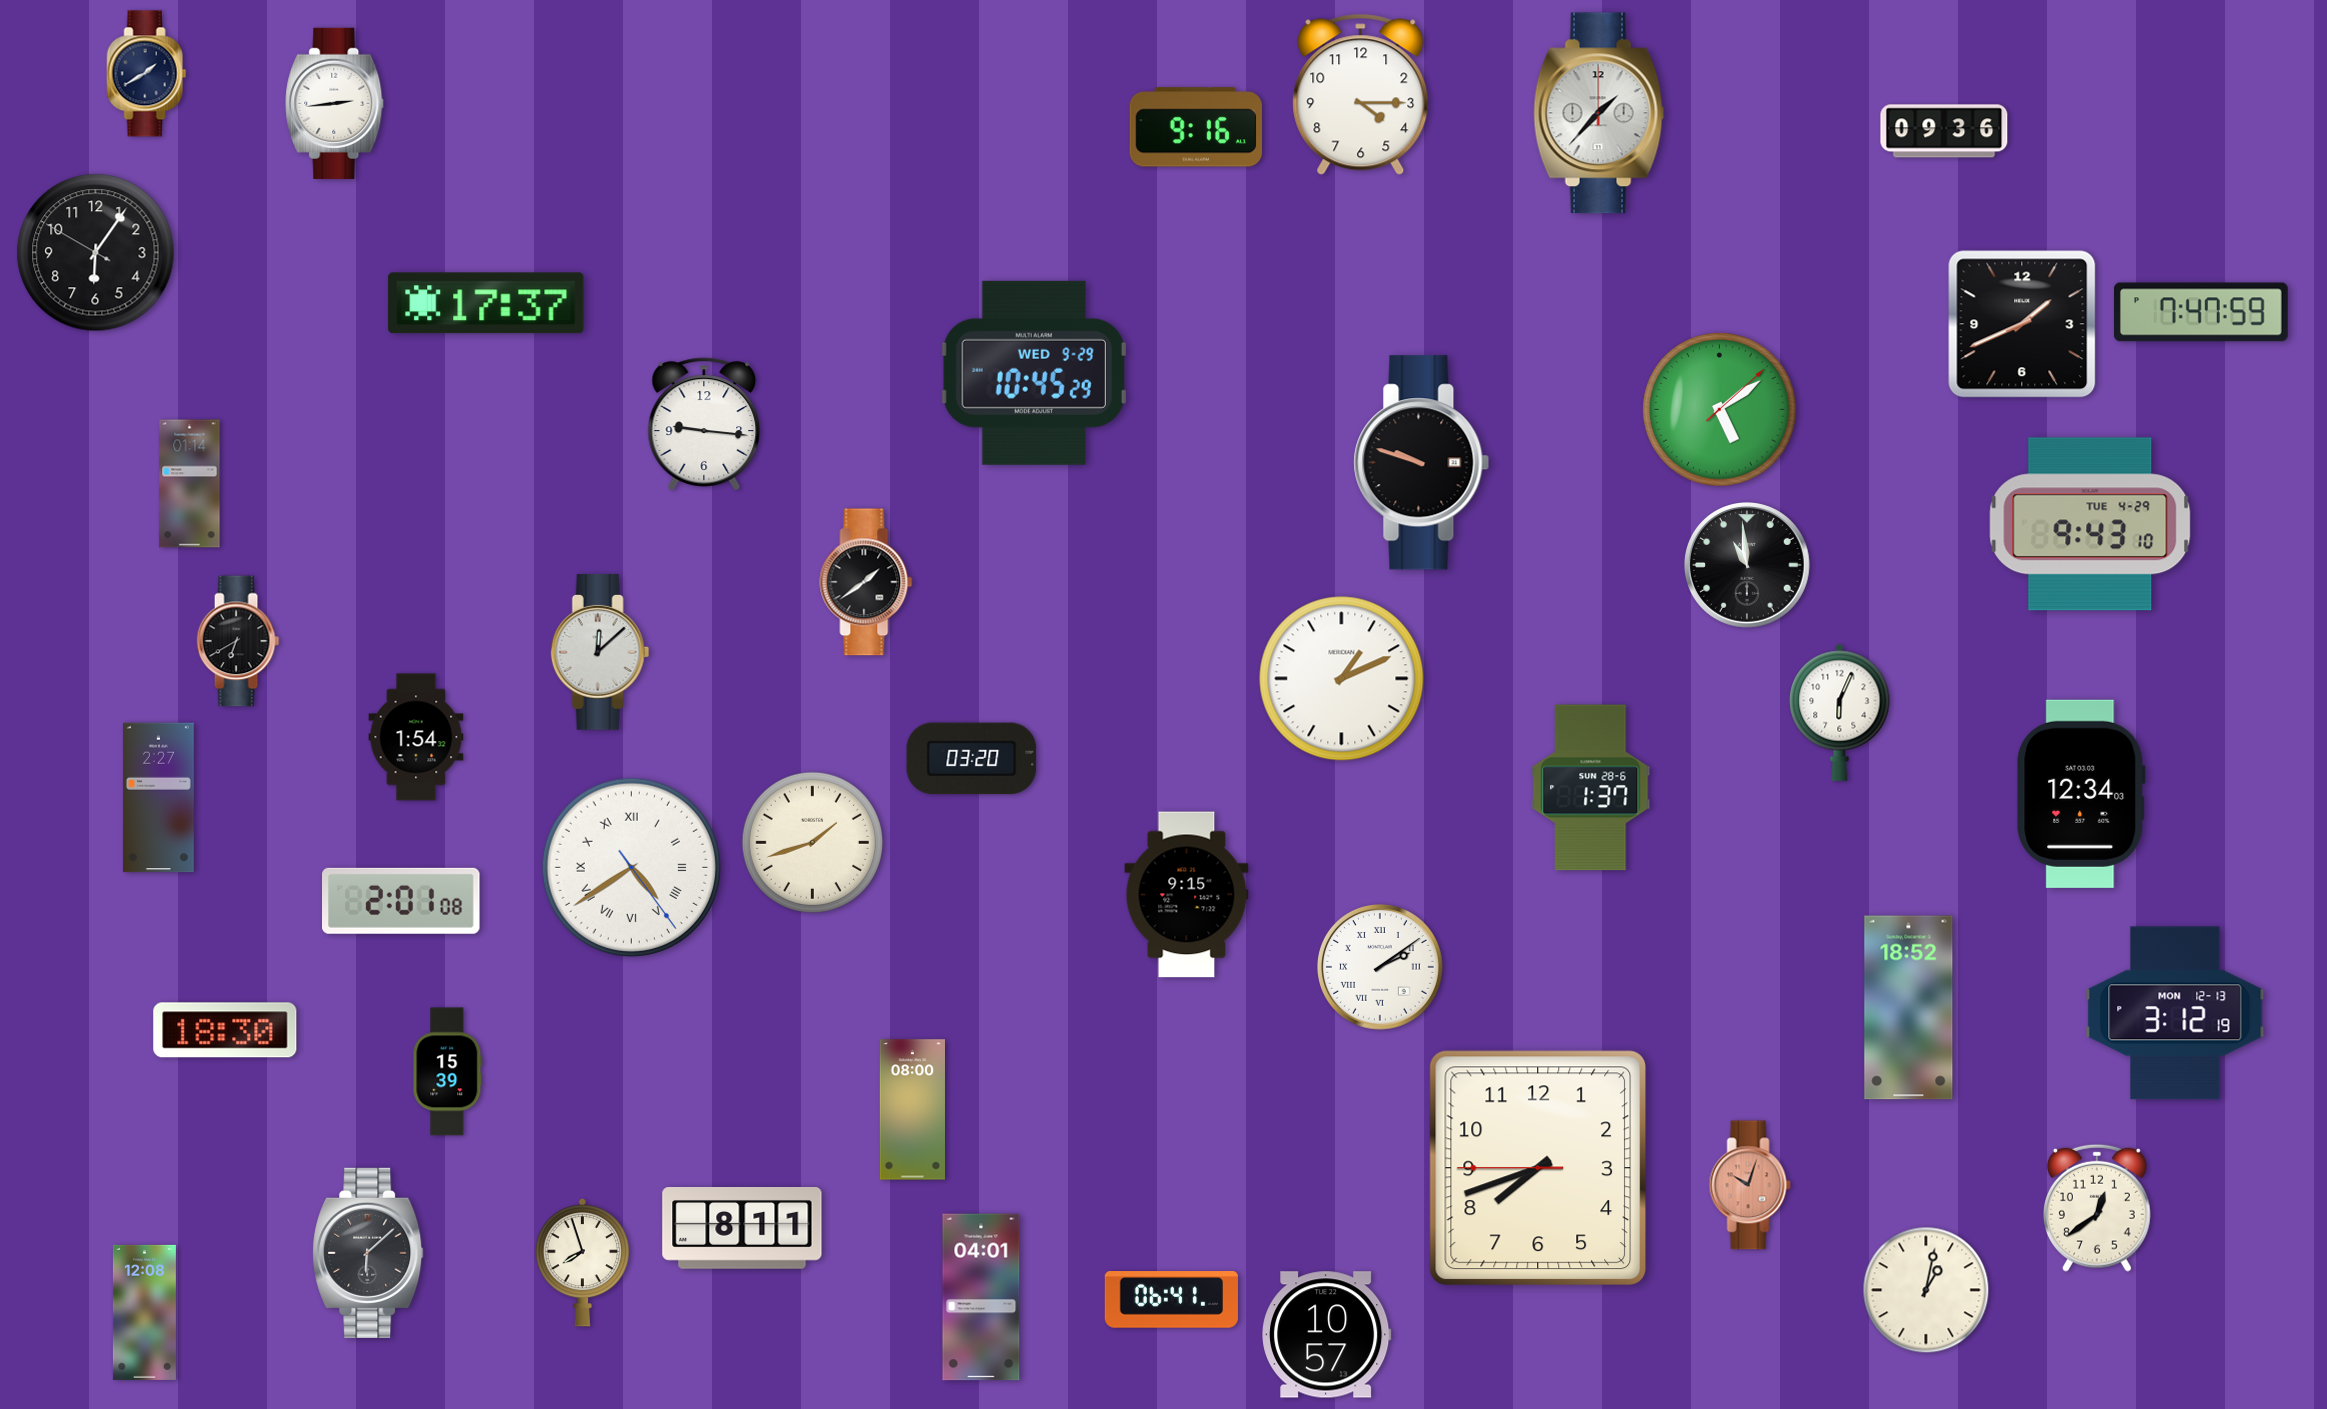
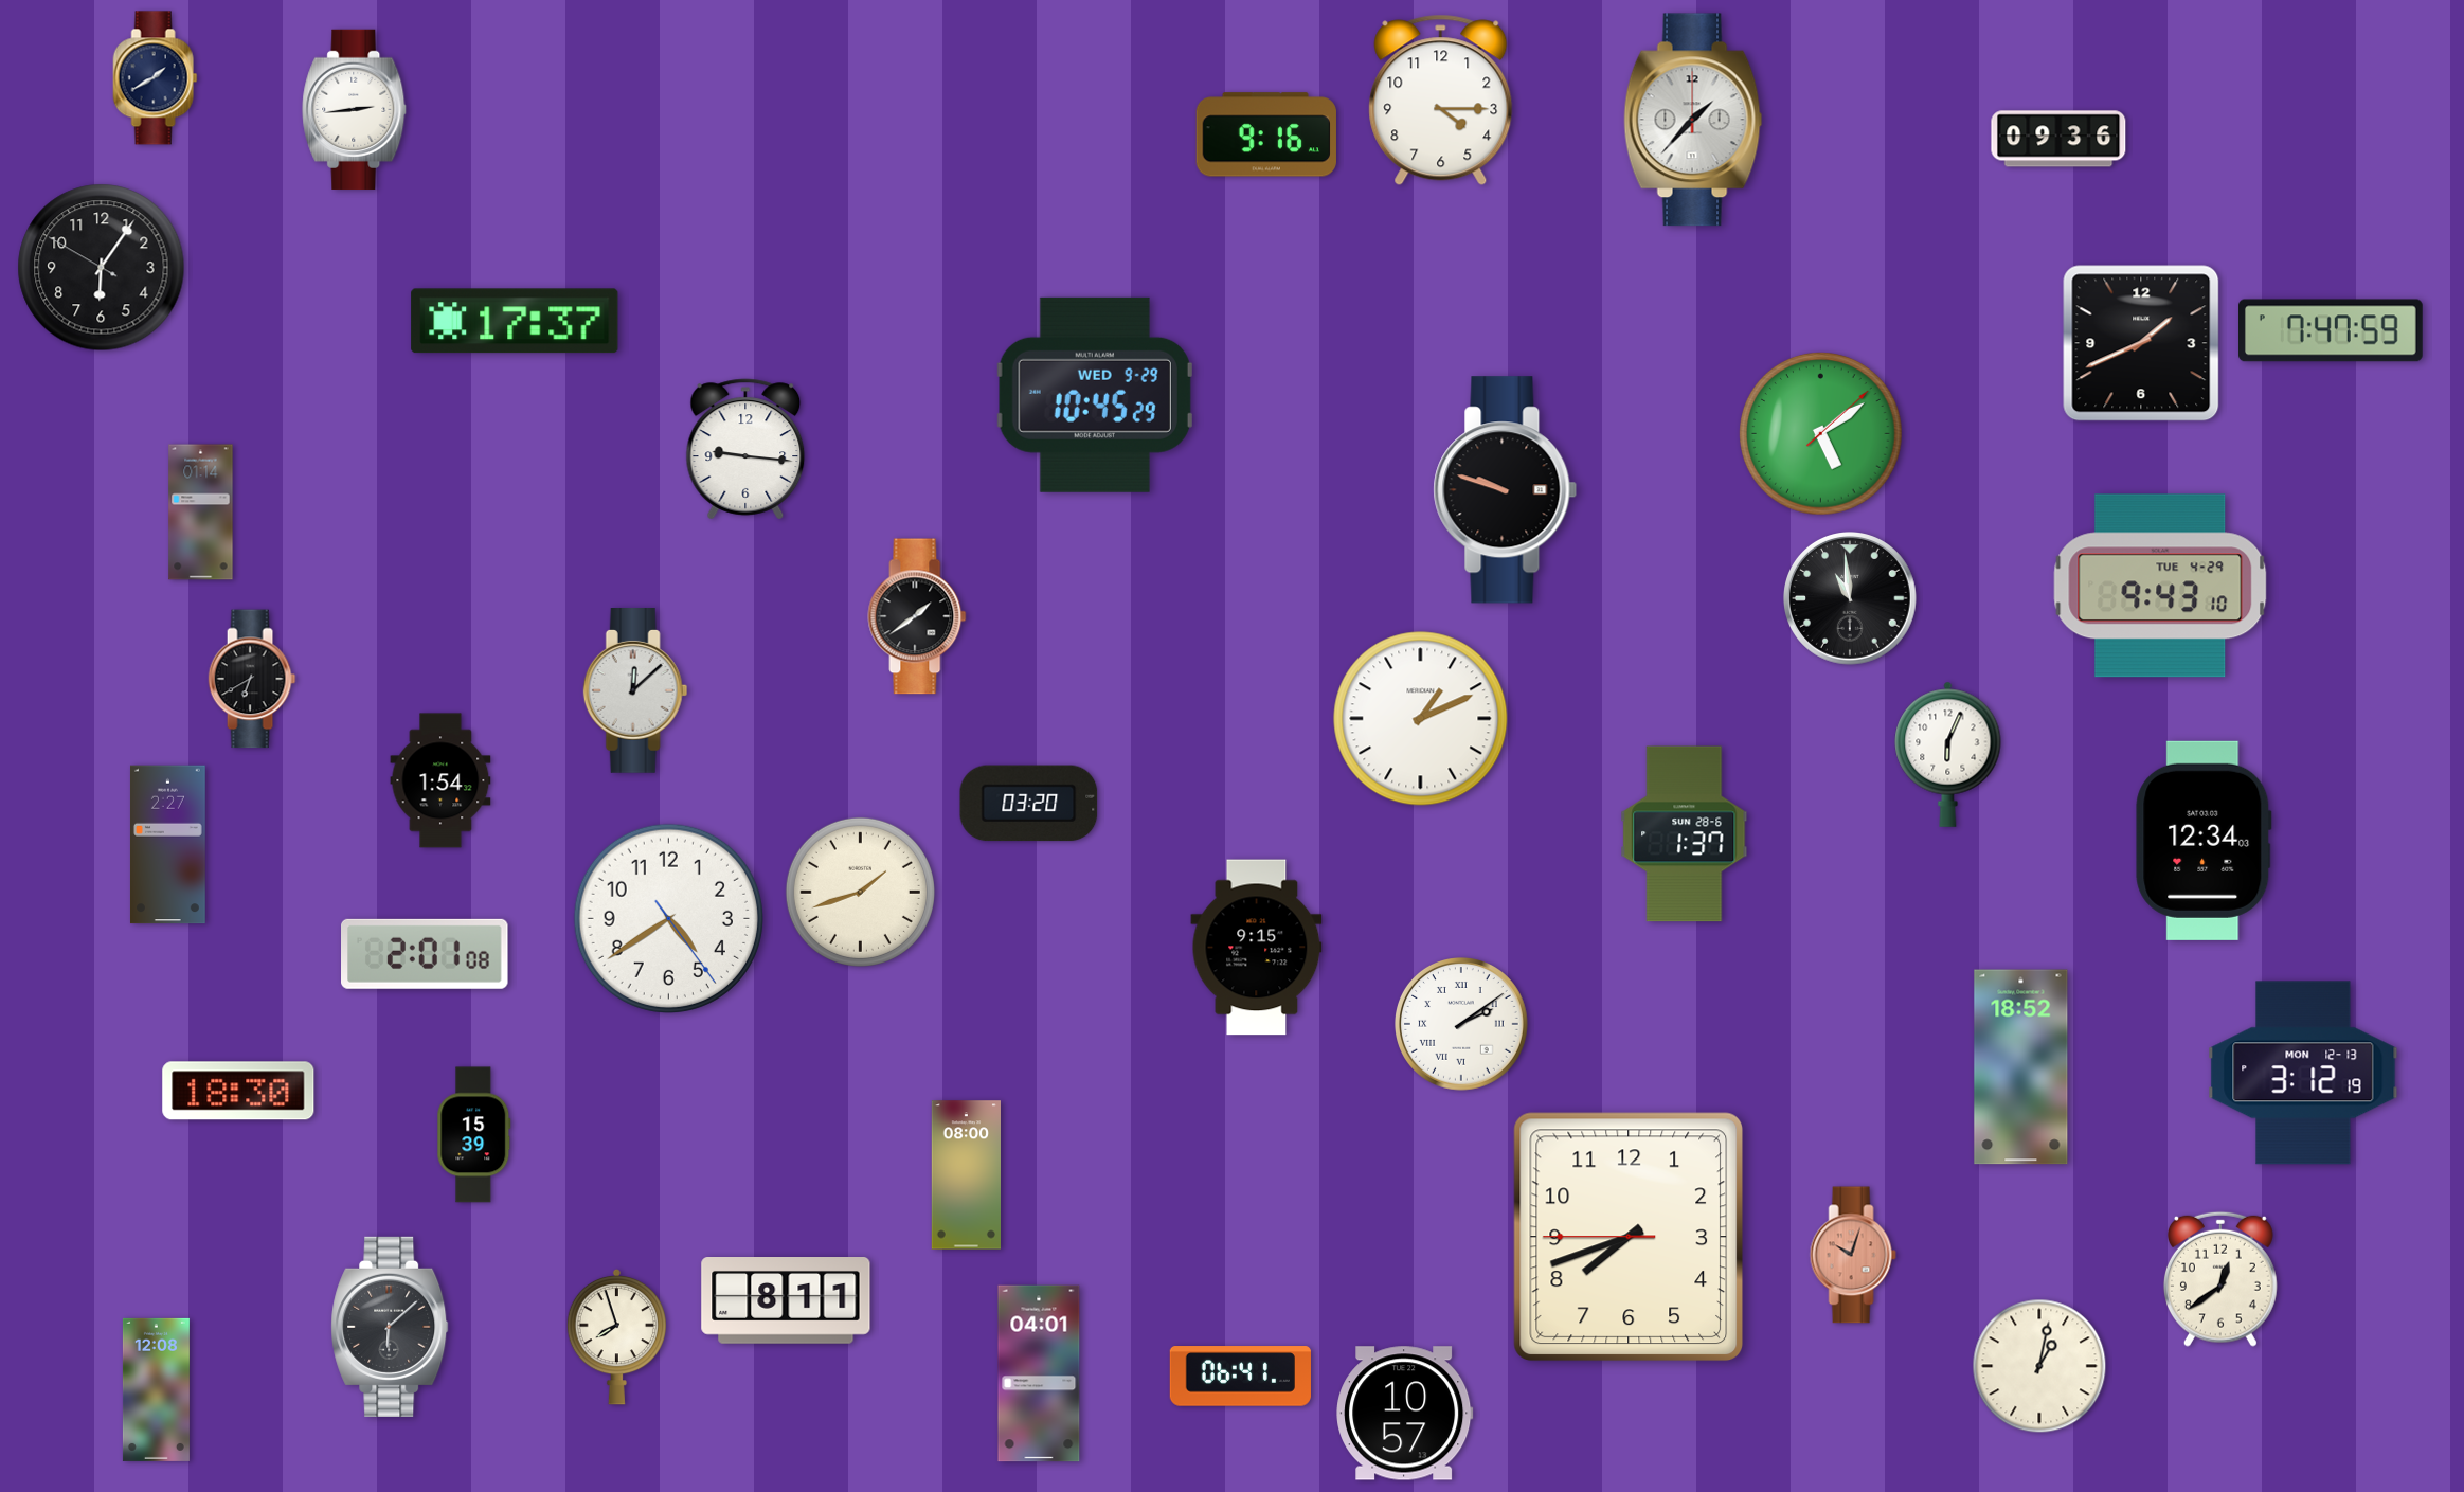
clock at (2090, 524) position: (2090, 524) -> (2160, 586)
clock at (631, 867) numerals: Roman -> Arabic
clock at (144, 1312) position: (144, 1312) -> (156, 1389)
